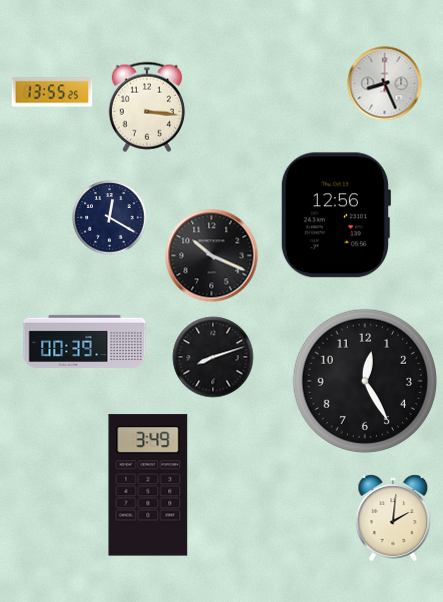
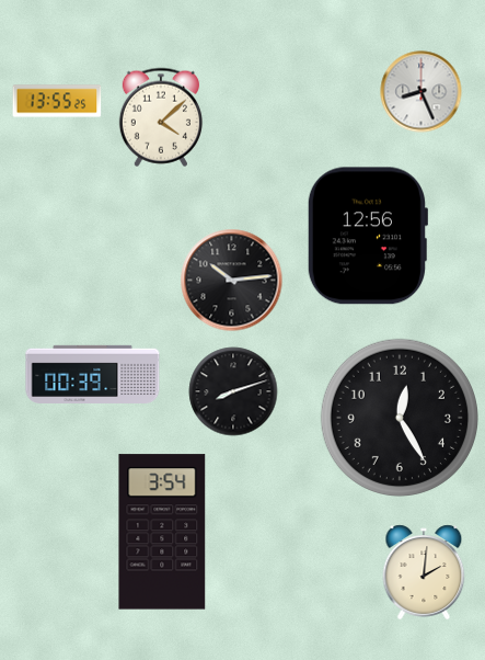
clock at (147, 107): 3:16 -> 4:08
clock at (110, 218): 12:20 -> none
clock at (212, 256): 10:19 -> 10:14
clock at (148, 485): 3:49 -> 3:54
clock at (393, 518) position: (393, 518) -> (424, 572)
